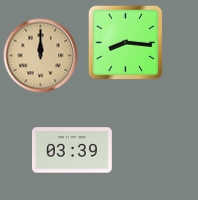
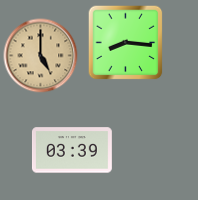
clock at (41, 56): 12:00 -> 5:00
